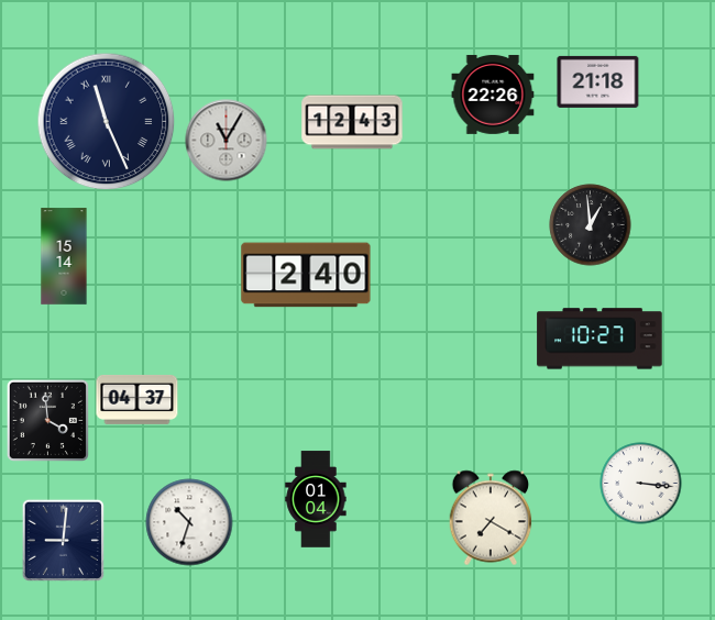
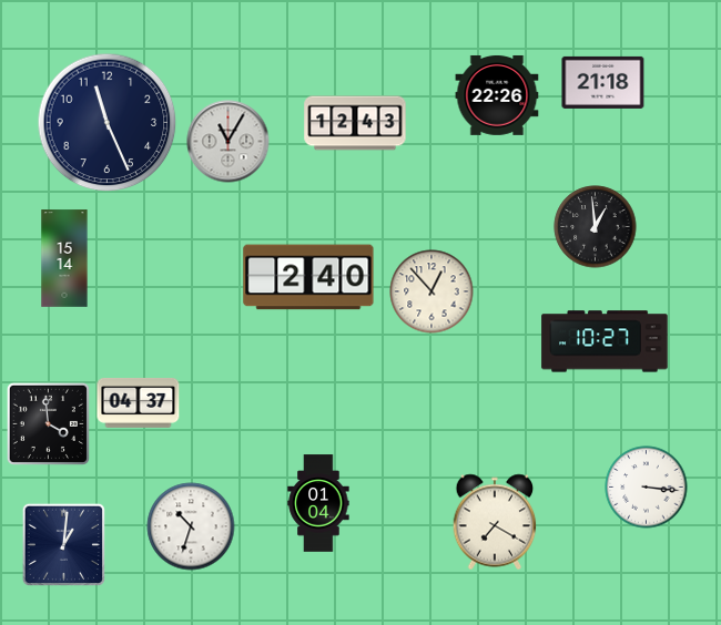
clock at (107, 122) numerals: Roman -> Arabic
clock at (431, 291): none -> 12:53
clock at (63, 540): 9:01 -> 1:01
